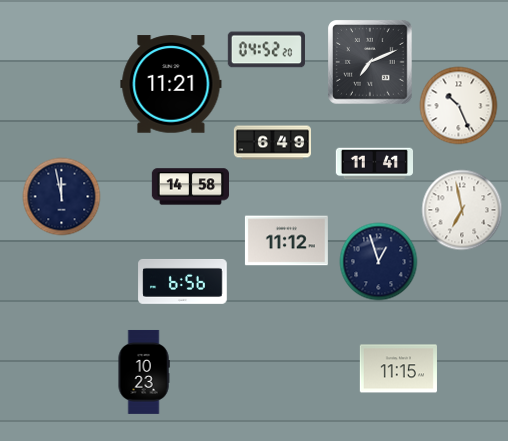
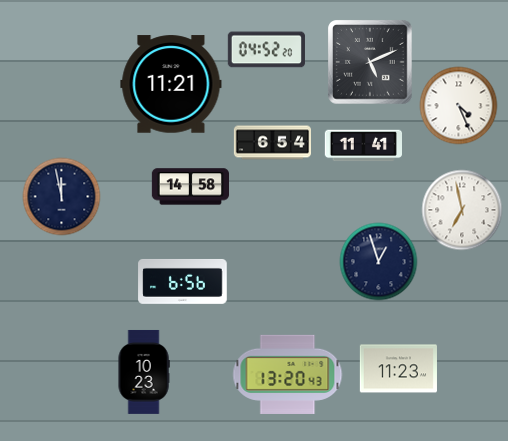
clock at (370, 62): 7:11 -> 5:11
clock at (458, 105): 10:26 -> 4:26
clock at (272, 143): 6:49 -> 6:54
clock at (374, 164) position: (374, 164) -> (363, 146)
clock at (286, 241): 11:12 -> none
clock at (398, 369): 11:15 -> 11:23
clock at (288, 374): none -> 13:20
